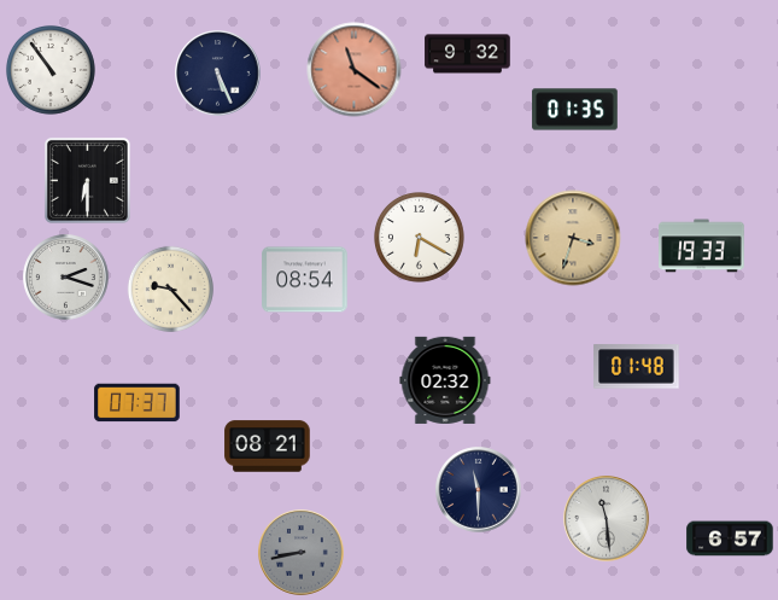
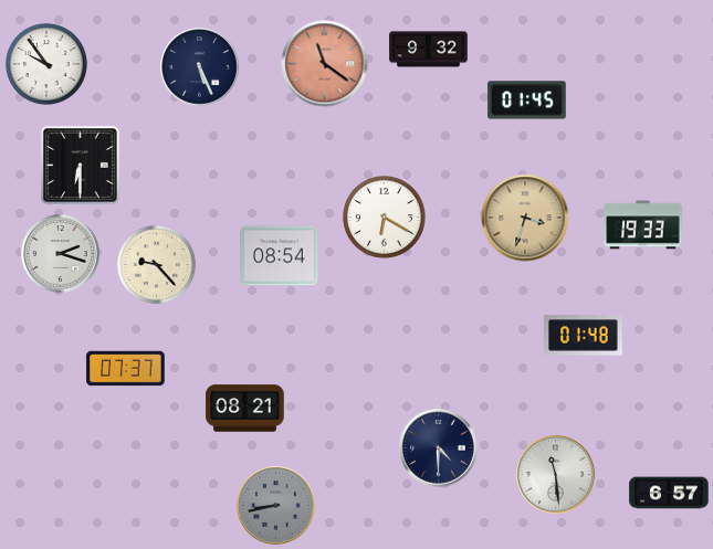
clock at (51, 70): 10:54 -> 9:54
clock at (575, 110): 01:35 -> 01:45
clock at (445, 380): 02:32 -> none
clock at (479, 490): 11:30 -> 4:30
